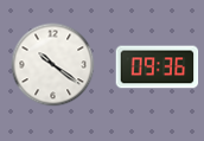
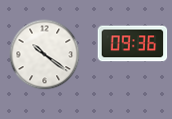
clock at (158, 68) position: (158, 68) -> (133, 44)
